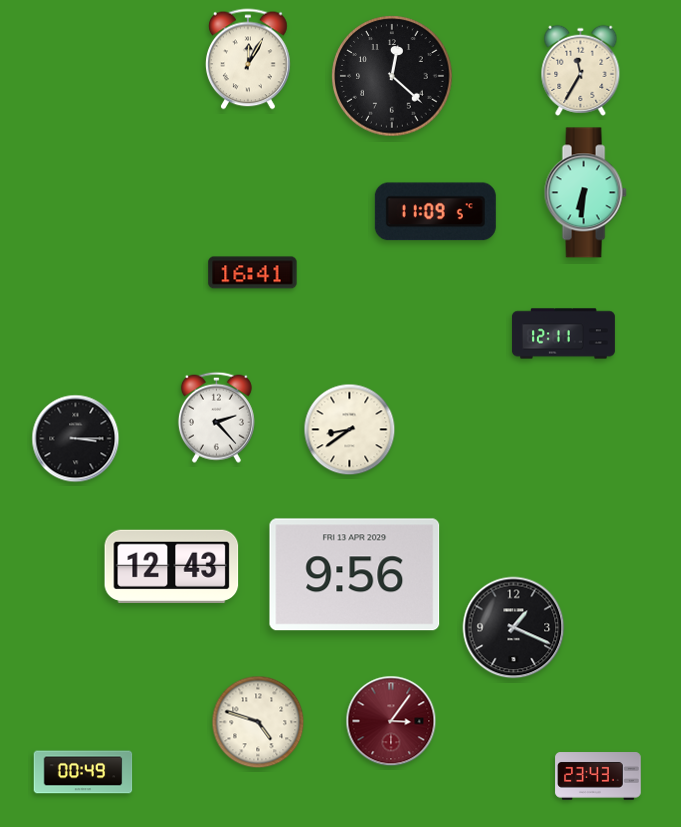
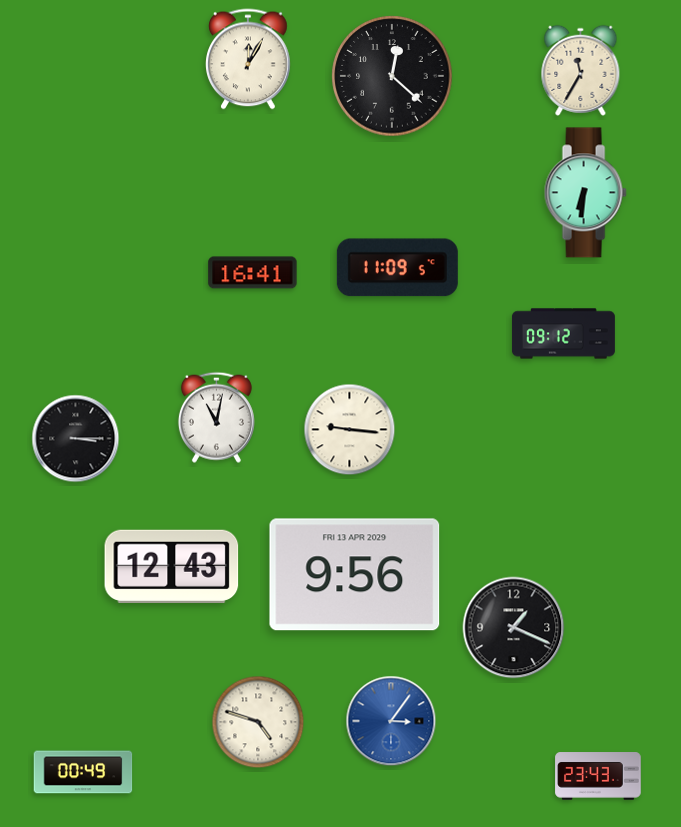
clock at (435, 212) position: (435, 212) -> (397, 268)
clock at (563, 334): 12:11 -> 09:12
clock at (216, 417): 2:23 -> 11:02
clock at (350, 430): 8:39 -> 9:16
clock at (391, 721) dial: burgundy -> blue
